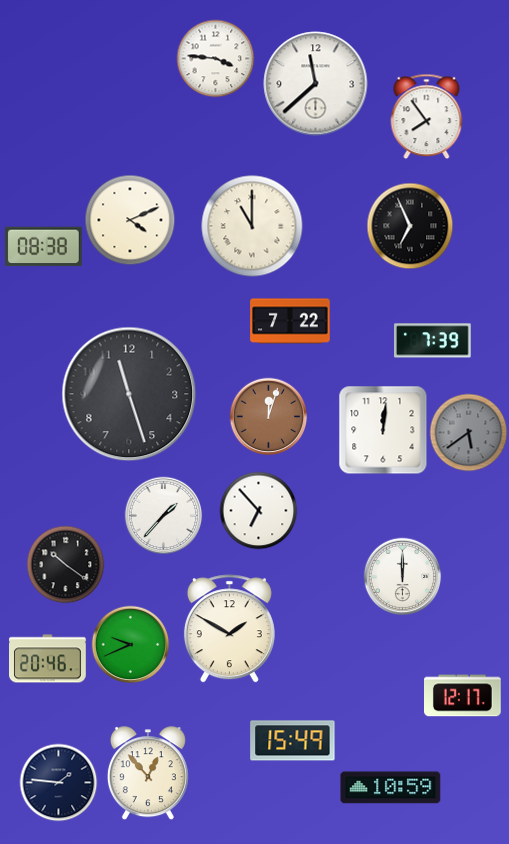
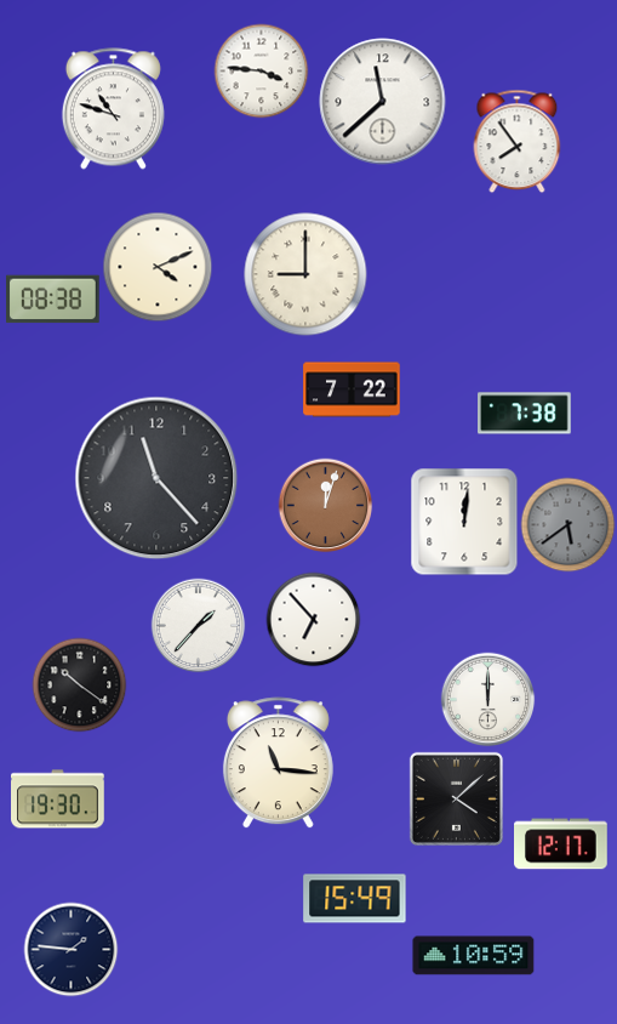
clock at (113, 109): none -> 10:48
clock at (252, 226): 11:00 -> 9:00
clock at (410, 226): 6:56 -> none
clock at (433, 341): 7:39 -> 7:38
clock at (129, 394): 11:27 -> 11:23
clock at (229, 629): 1:50 -> 11:16
clock at (130, 644): 9:41 -> none
clock at (456, 798): none -> 4:08
clock at (48, 659): 20:46 -> 19:30
clock at (148, 773): 12:53 -> none
